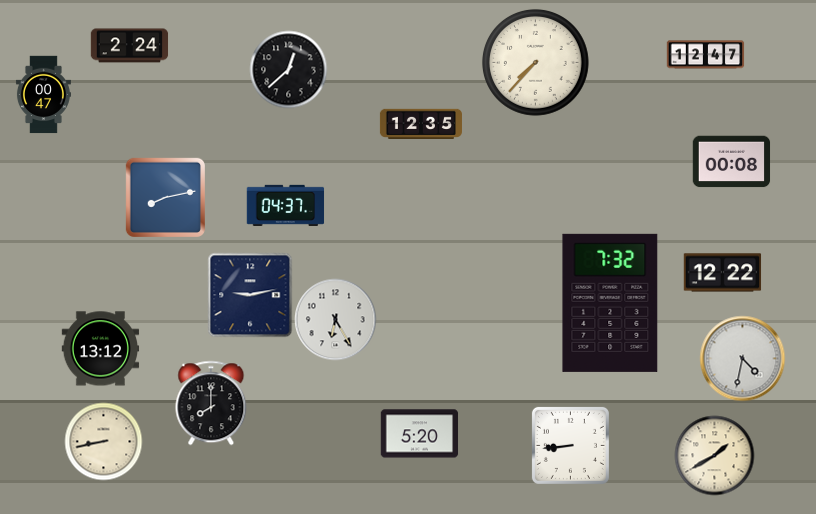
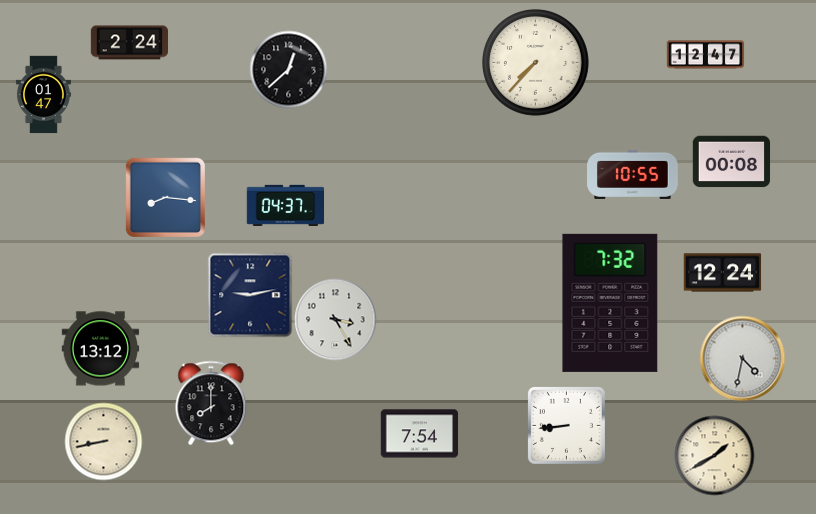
clock at (129, 46) position: (129, 46) -> (129, 43)
clock at (43, 94): 00:47 -> 01:47
clock at (421, 123): 12:35 -> none
clock at (633, 174): none -> 10:55
clock at (165, 197): 8:13 -> 8:16
clock at (722, 273): 12:22 -> 12:24
clock at (335, 319): 6:25 -> 3:25
clock at (419, 434): 5:20 -> 7:54
clock at (570, 445) position: (570, 445) -> (566, 425)
